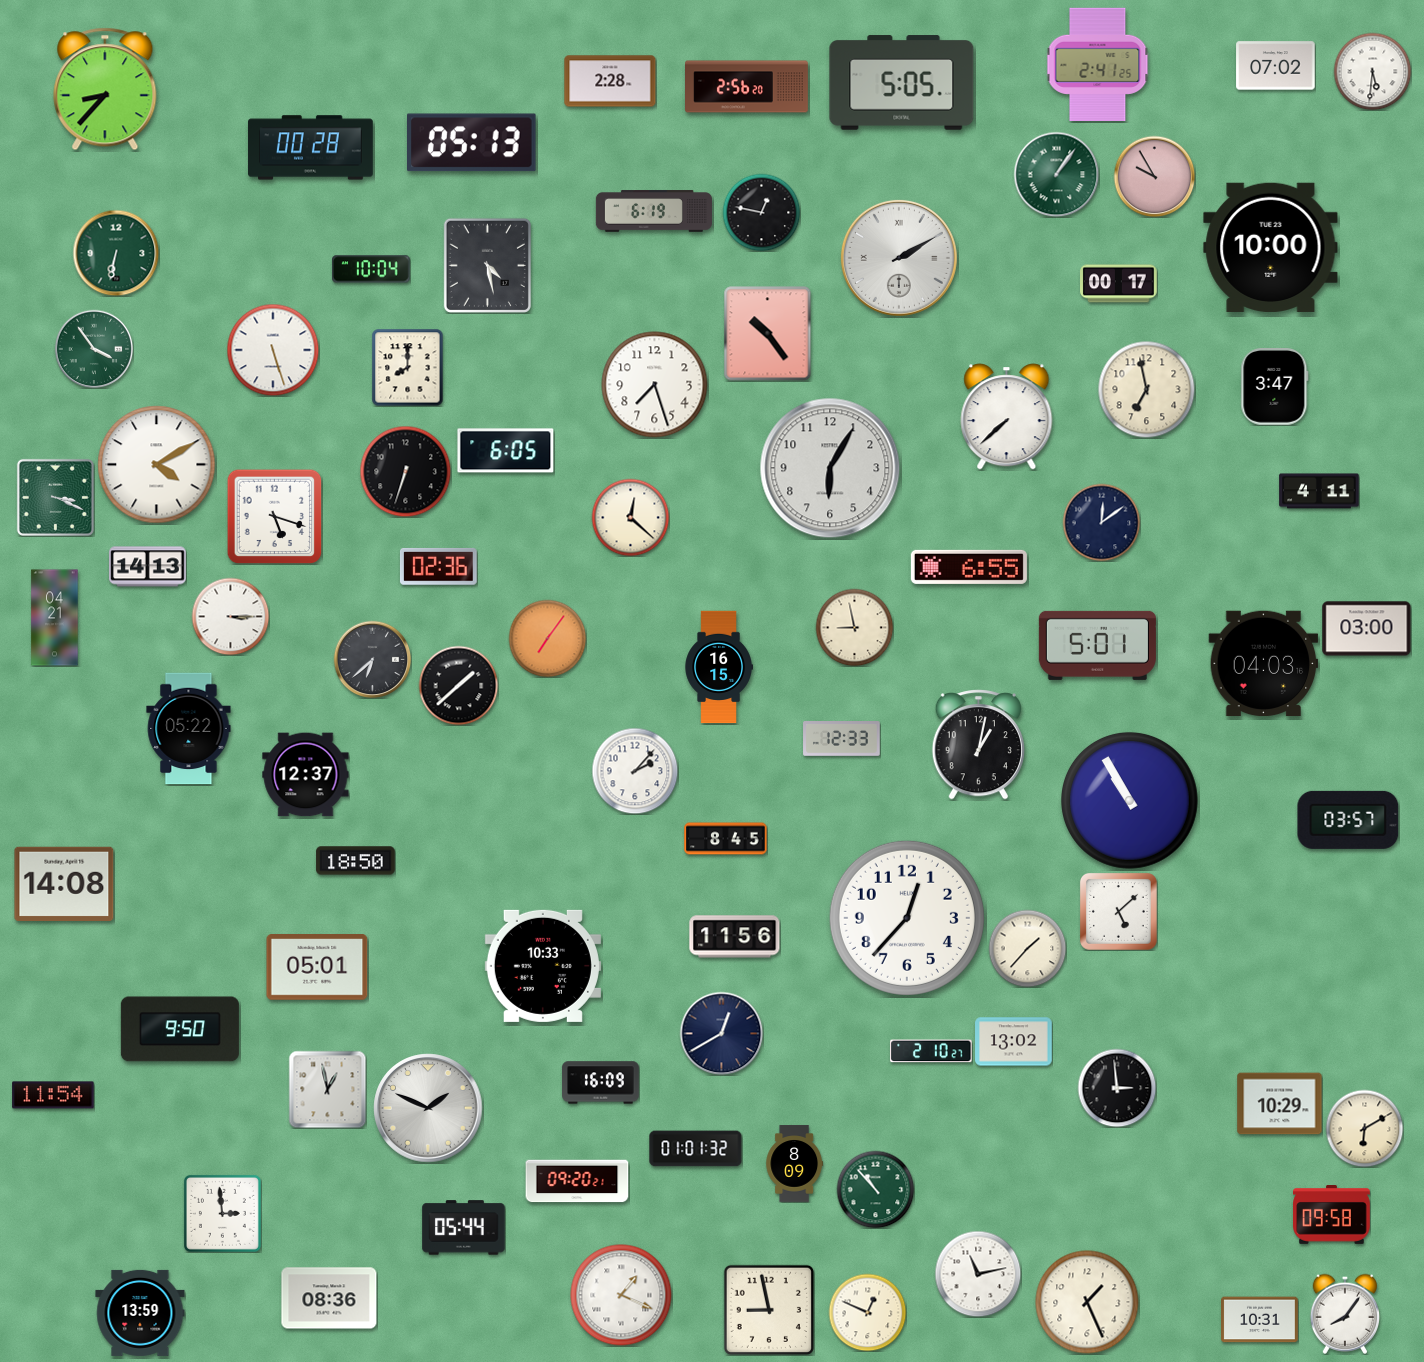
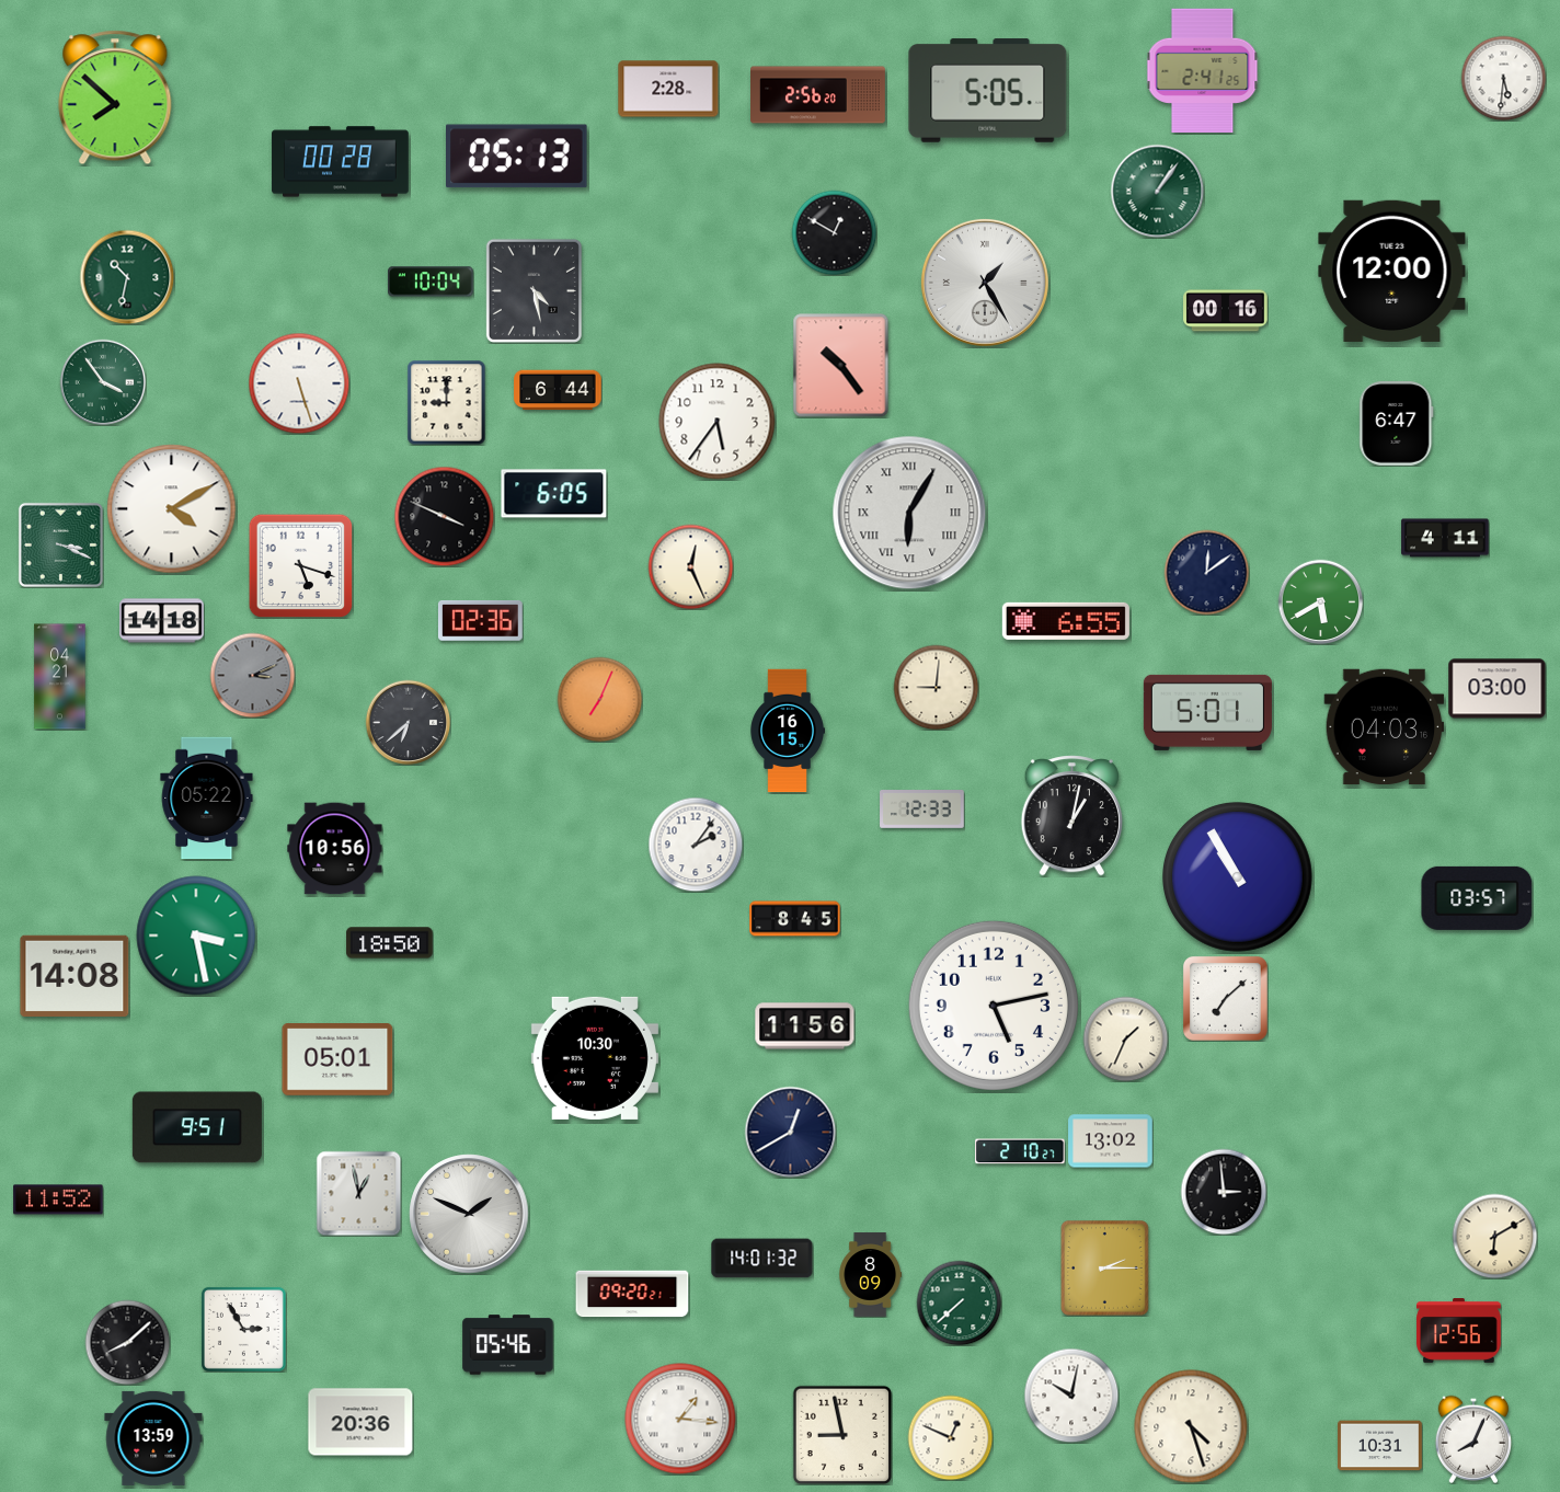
clock at (1276, 66): 07:02 -> none
clock at (105, 89): 8:37 -> 7:52
clock at (1154, 176): 9:55 -> none
clock at (654, 211): 6:19 -> none
clock at (761, 212): 12:47 -> 12:50
clock at (1271, 247): 10:00 -> 12:00
clock at (116, 253): 6:32 -> 10:32
clock at (899, 258): 2:10 -> 1:25
clock at (372, 269) position: (372, 269) -> (432, 282)
clock at (1119, 284): 00:17 -> 00:16
clock at (558, 390): none -> 6:44
clock at (408, 367): 8:00 -> 9:00
clock at (655, 385): 7:27 -> 5:36
clock at (1275, 387): 3:47 -> 6:47
clock at (1146, 389): 6:58 -> none
clock at (1007, 417): 7:38 -> none
clock at (830, 468) numerals: Arabic -> Roman
clock at (405, 471): 6:33 -> 3:49
clock at (630, 517): 12:22 -> 12:26
clock at (1320, 601): none -> 5:40
clock at (148, 567): 14:13 -> 14:18
clock at (969, 567) position: (969, 567) -> (1066, 621)
clock at (230, 616): 3:15 -> 3:11
clock at (230, 616) dial: white -> grey
clock at (854, 627): 8:58 -> 9:01
clock at (547, 638): 7:06 -> 7:04
clock at (1097, 645) position: (1097, 645) -> (1207, 712)
clock at (458, 685): 1:38 -> none
clock at (635, 771): 2:07 -> 2:06
clock at (306, 775): 12:37 -> 10:56
clock at (196, 936): none -> 3:28
clock at (64, 883) position: (64, 883) -> (74, 975)
clock at (1119, 912): 5:08 -> 7:08
clock at (907, 918): 12:37 -> 5:13
clock at (1027, 948): 1:37 -> 1:34
clock at (543, 966): 10:33 -> 10:30
clock at (317, 968) position: (317, 968) -> (337, 1060)
clock at (180, 1029): 9:50 -> 9:51
clock at (601, 1083): 16:09 -> none
clock at (53, 1095): 11:54 -> 11:52
clock at (1280, 1104): 10:29 -> none
clock at (696, 1149): 01:01 -> 14:01
clock at (1104, 1267): none -> 2:15
clock at (875, 1189): 10:53 -> 7:38
clock at (222, 1213): 2:59 -> 2:55
clock at (1332, 1215): 09:58 -> 12:56
clock at (127, 1342): none -> 8:08
clock at (464, 1228): 05:44 -> 05:46
clock at (978, 1274): 11:13 -> 10:02
clock at (621, 1295): 1:19 -> 1:16
clock at (329, 1298): 08:36 -> 20:36
clock at (1087, 1302): 1:26 -> 4:27
clock at (1344, 1314): 8:06 -> 8:04
